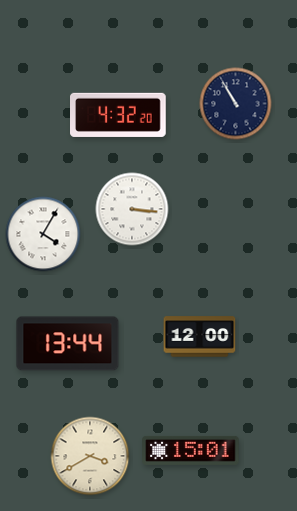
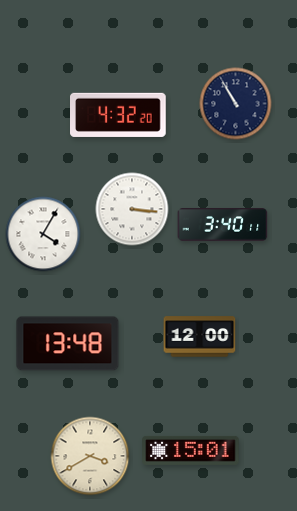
clock at (223, 225): none -> 3:40
clock at (68, 344): 13:44 -> 13:48
